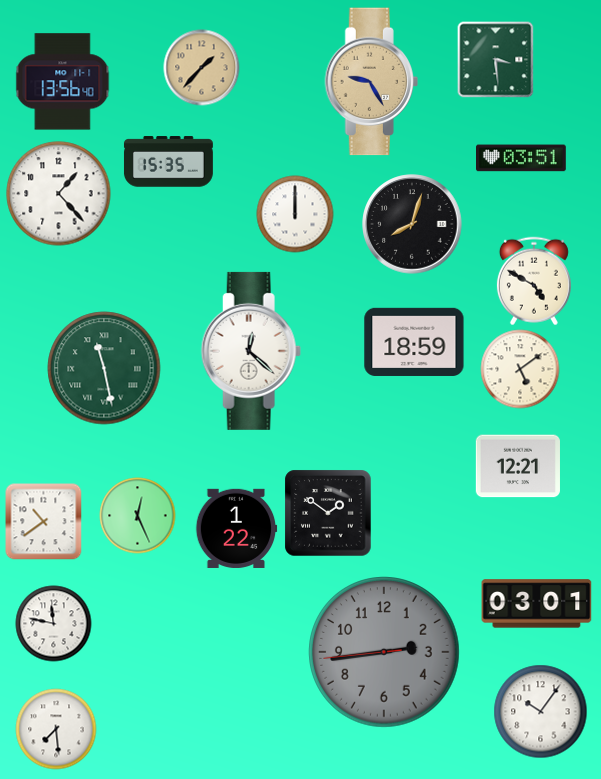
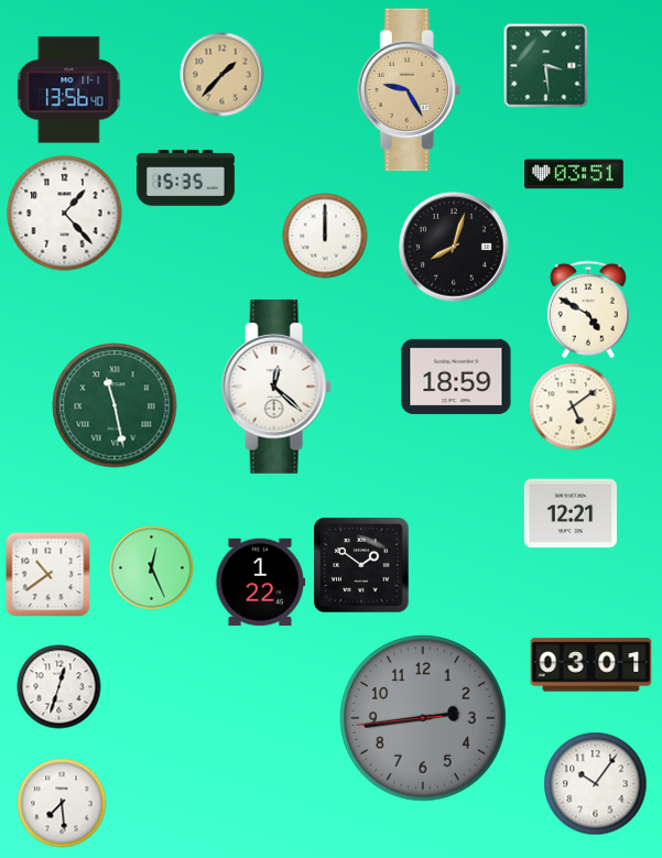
clock at (54, 624): 11:47 -> 12:33
